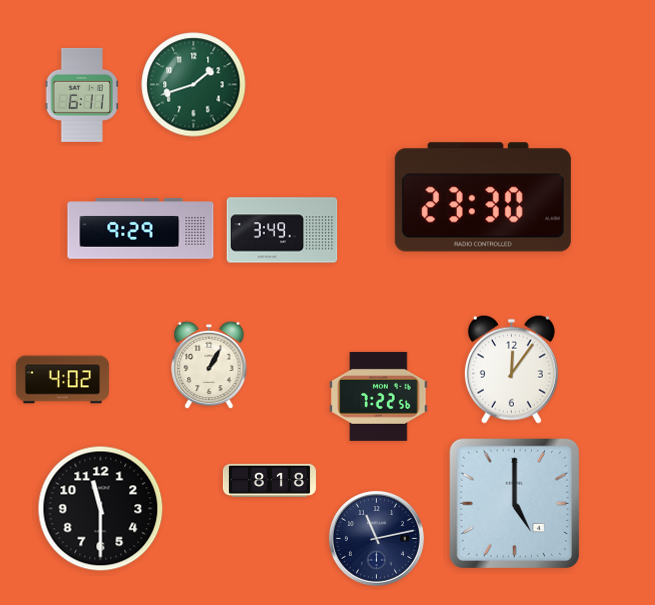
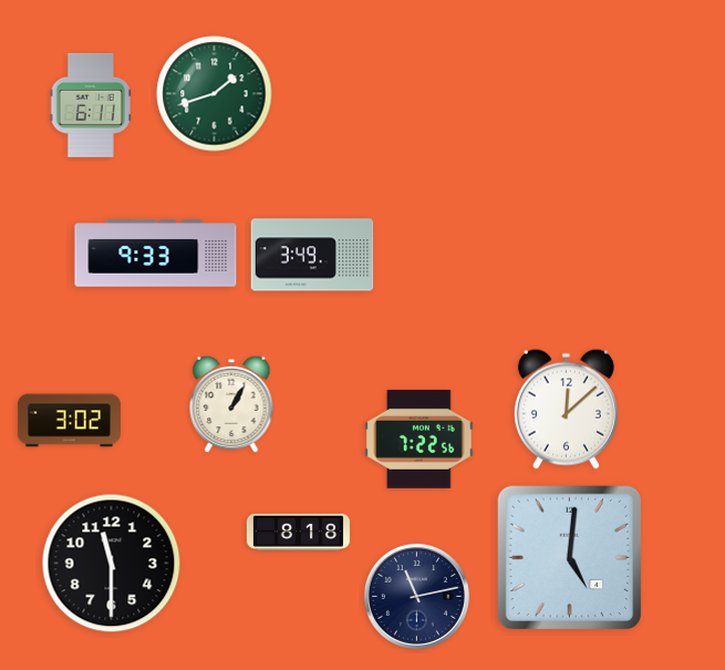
clock at (483, 197): 23:30 -> none
clock at (141, 229): 9:29 -> 9:33
clock at (511, 369): 12:06 -> 12:08
clock at (62, 380): 4:02 -> 3:02
clock at (514, 503): 5:00 -> 5:01
